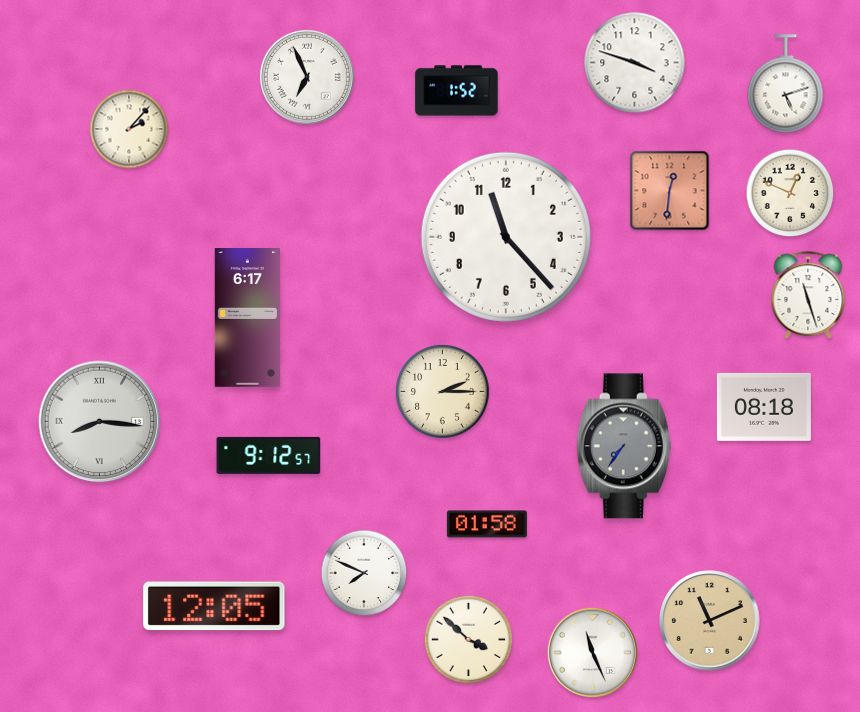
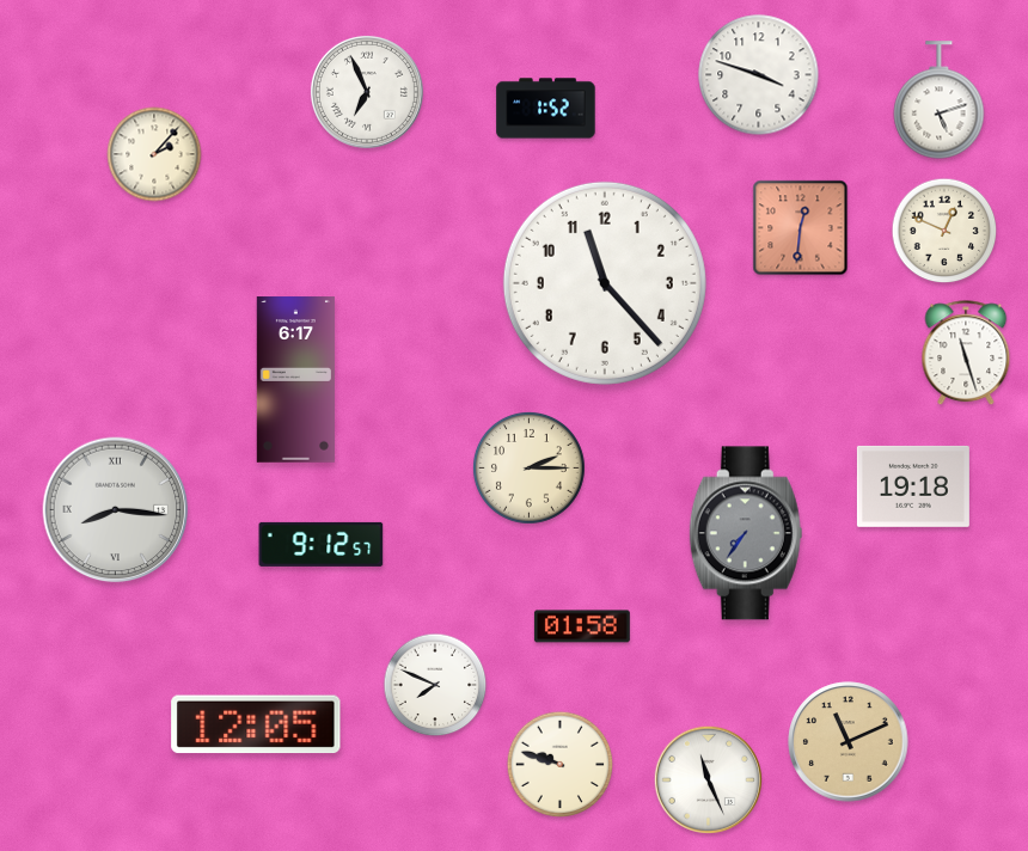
clock at (764, 407): 08:18 -> 19:18
clock at (100, 422) position: (100, 422) -> (116, 510)
clock at (469, 640): 3:52 -> 9:48
